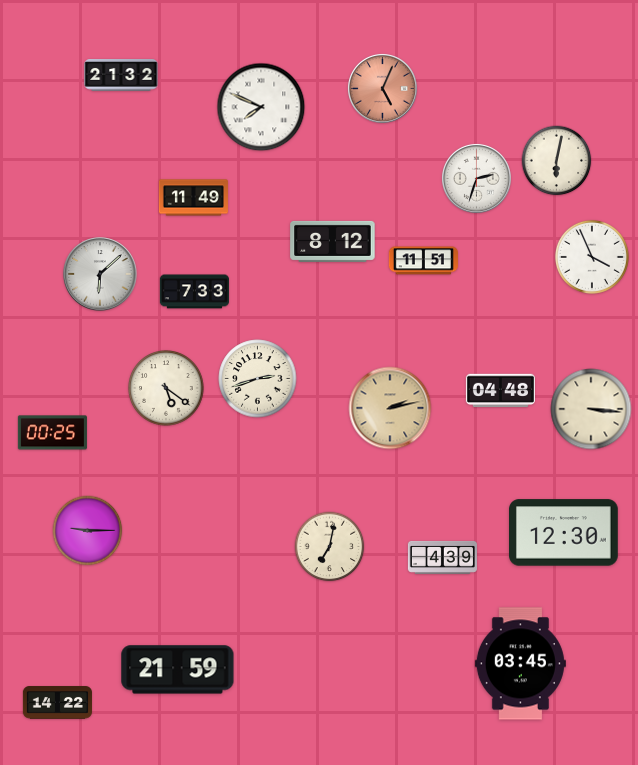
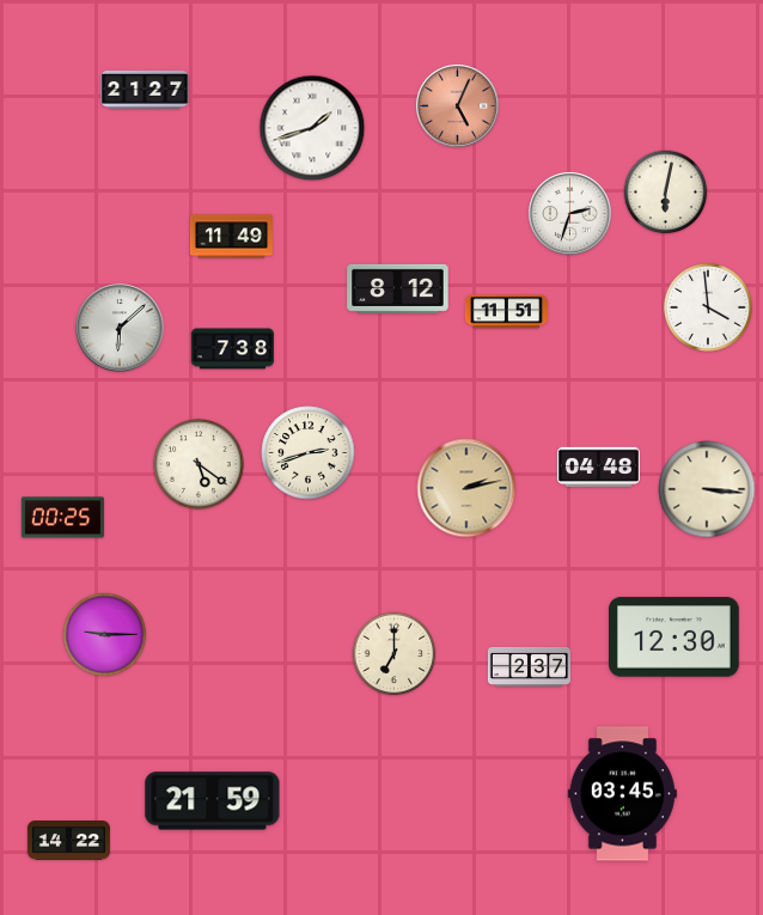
clock at (121, 76): 21:32 -> 21:27
clock at (261, 107): 7:49 -> 1:42
clock at (592, 257): 3:56 -> 3:59
clock at (194, 292): 7:33 -> 7:38
clock at (330, 547): 7:02 -> 7:00
clock at (442, 557): 4:39 -> 2:37
